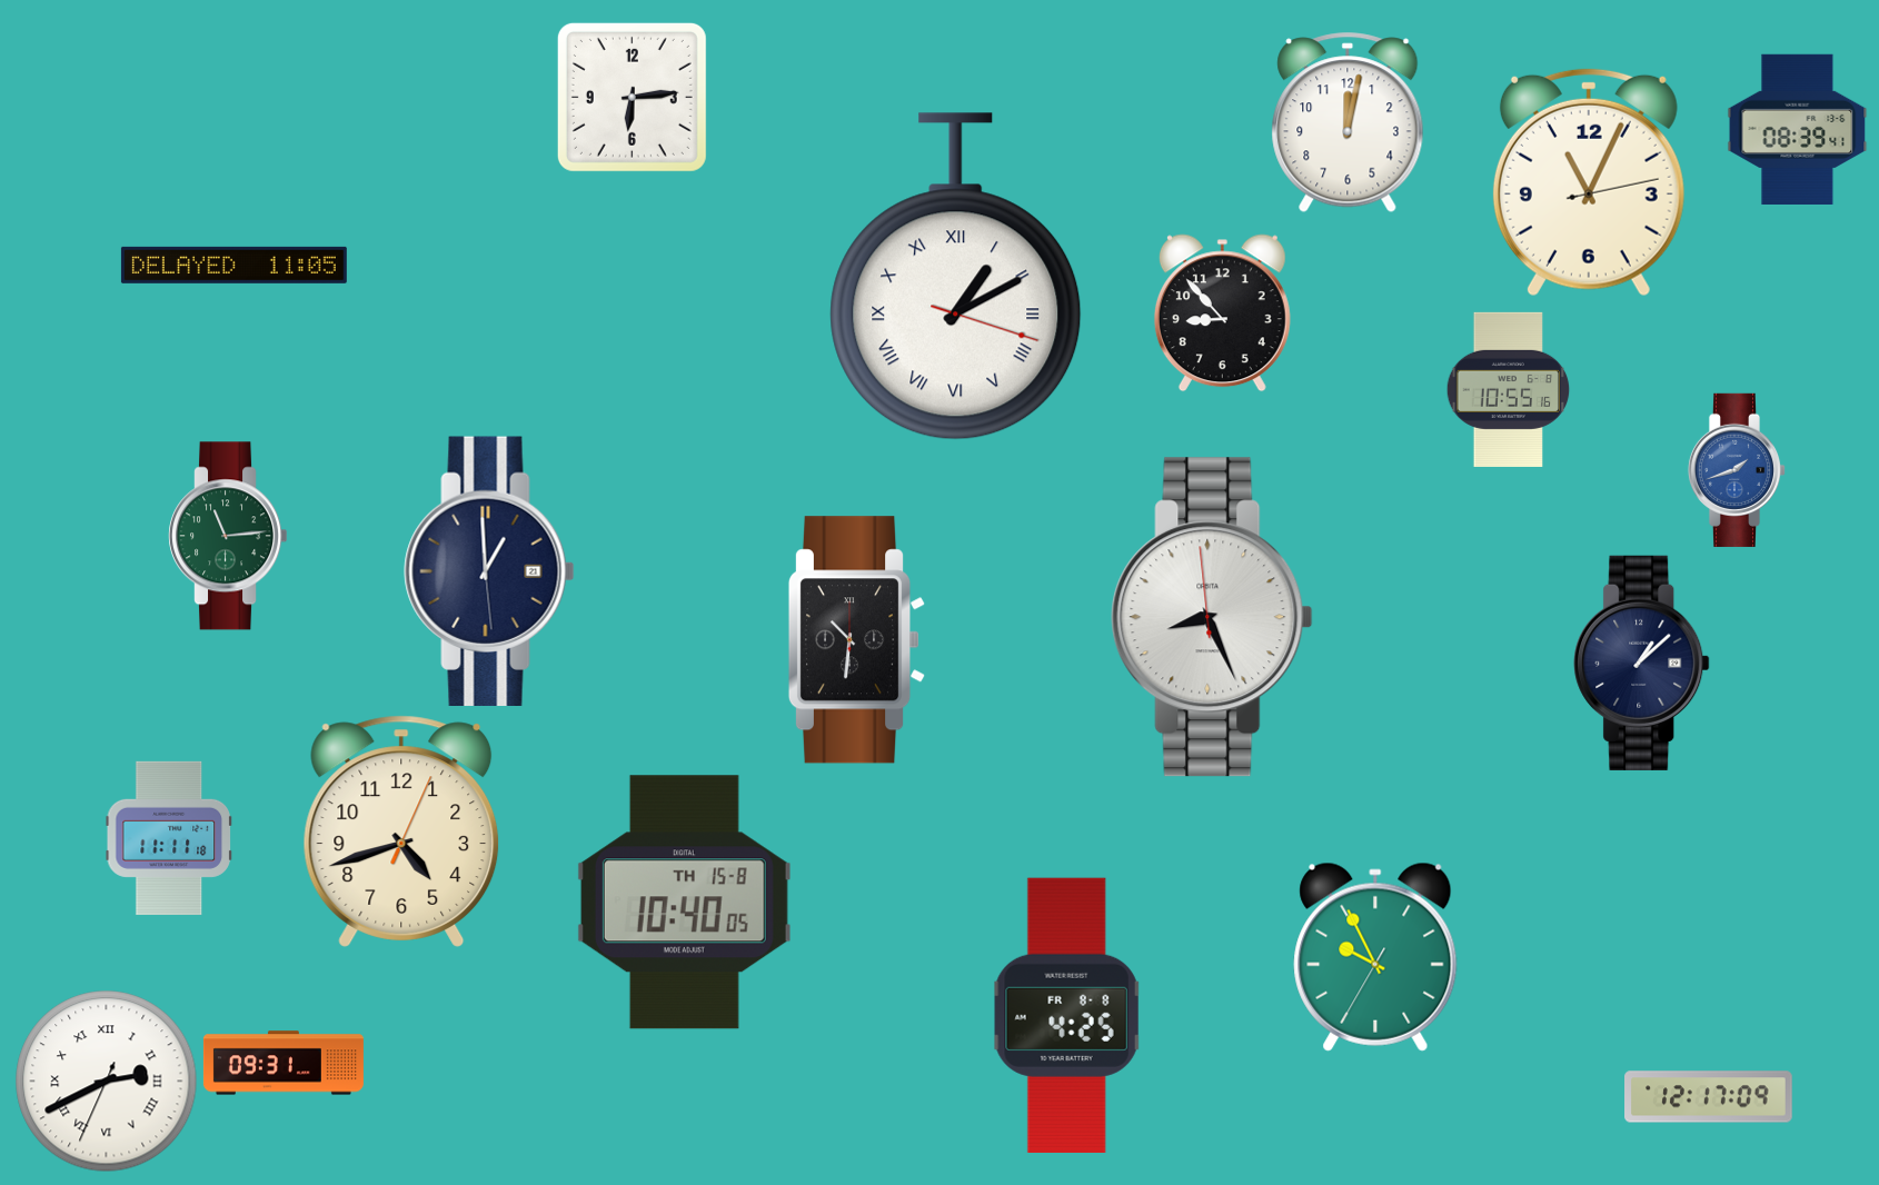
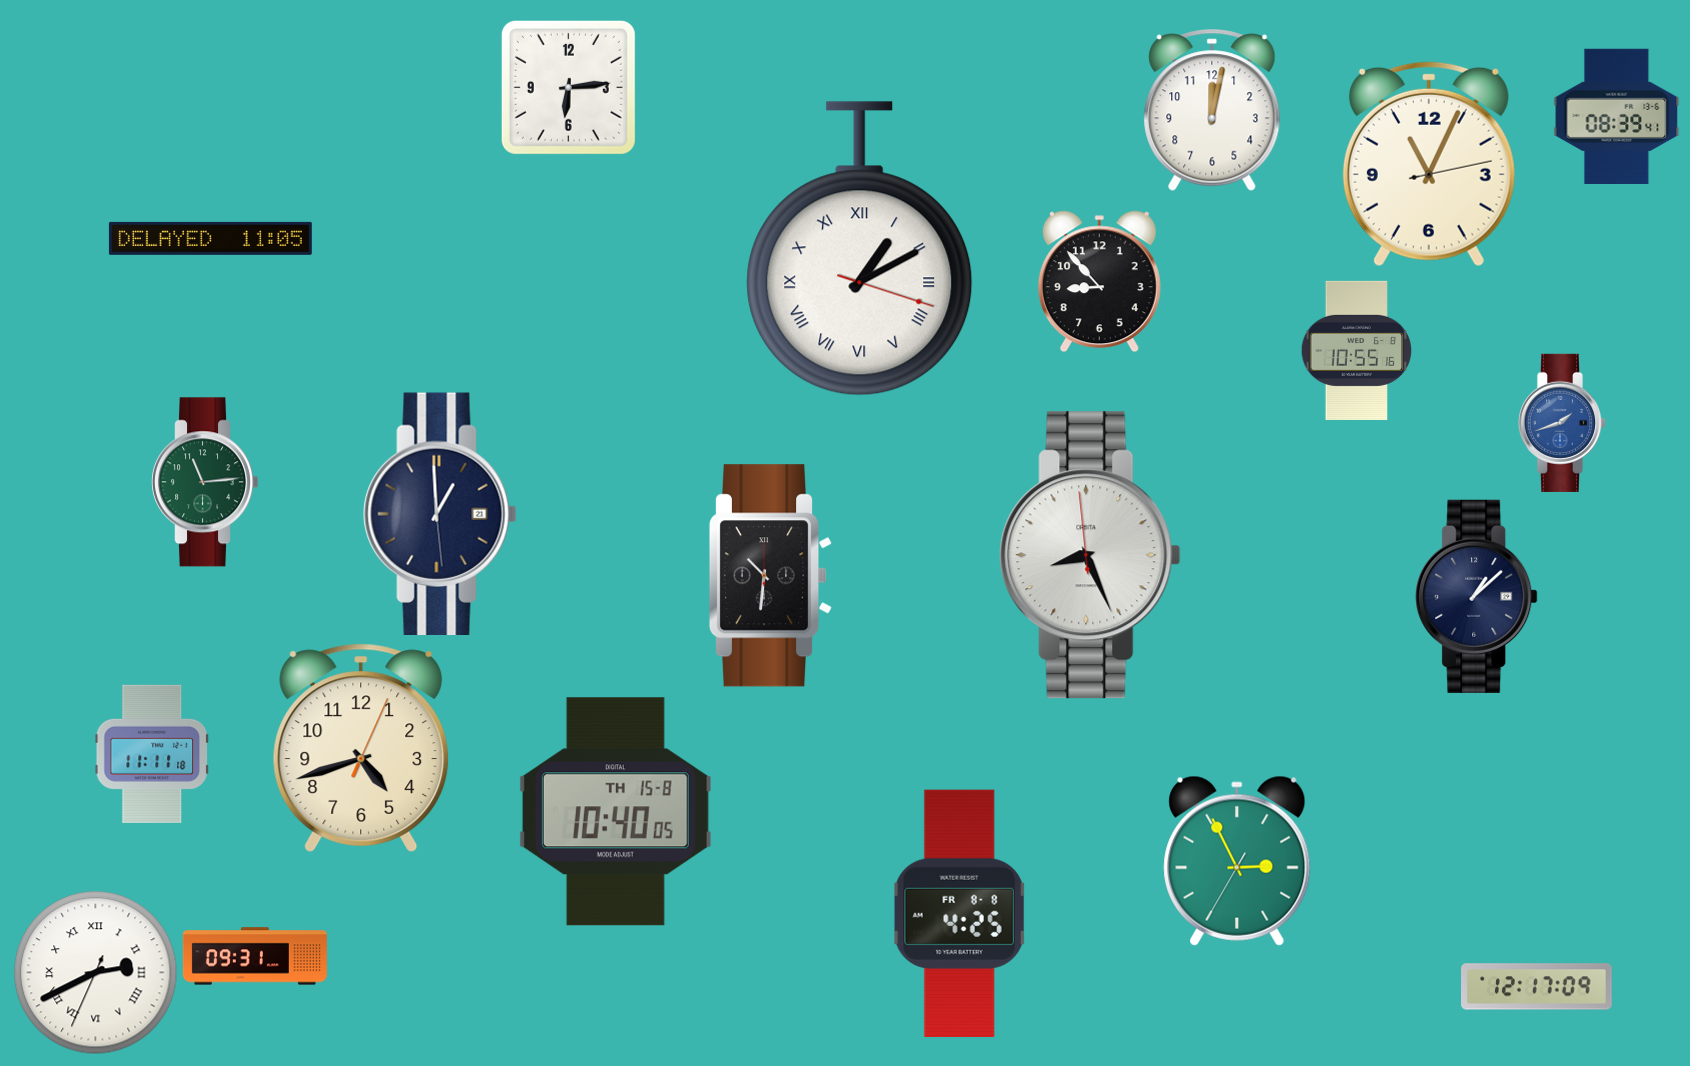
clock at (1375, 957): 9:55 -> 2:55
